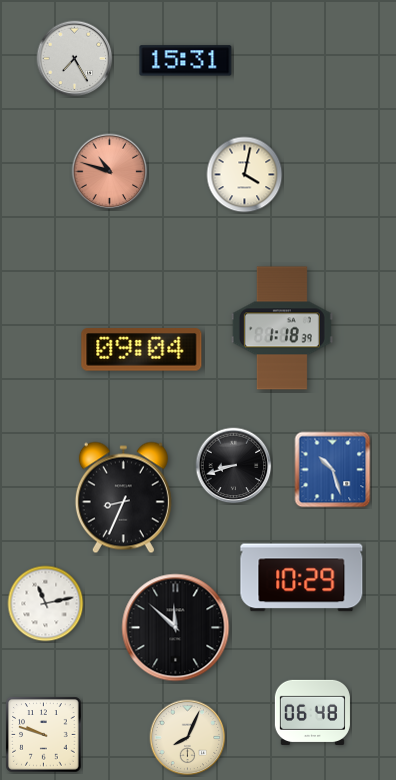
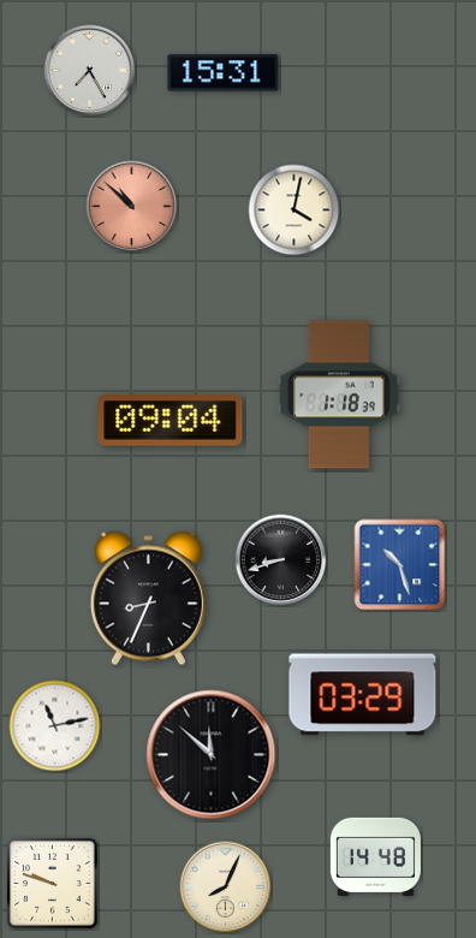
clock at (110, 172): 10:48 -> 10:52
clock at (302, 578): 10:29 -> 03:29
clock at (312, 712): 06:48 -> 14:48
